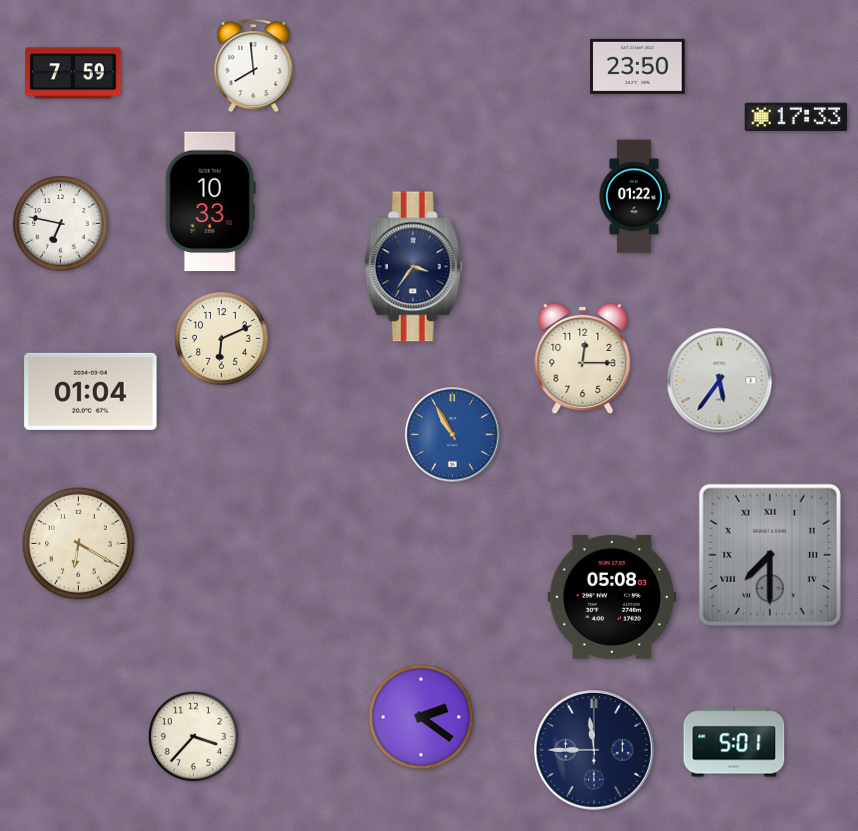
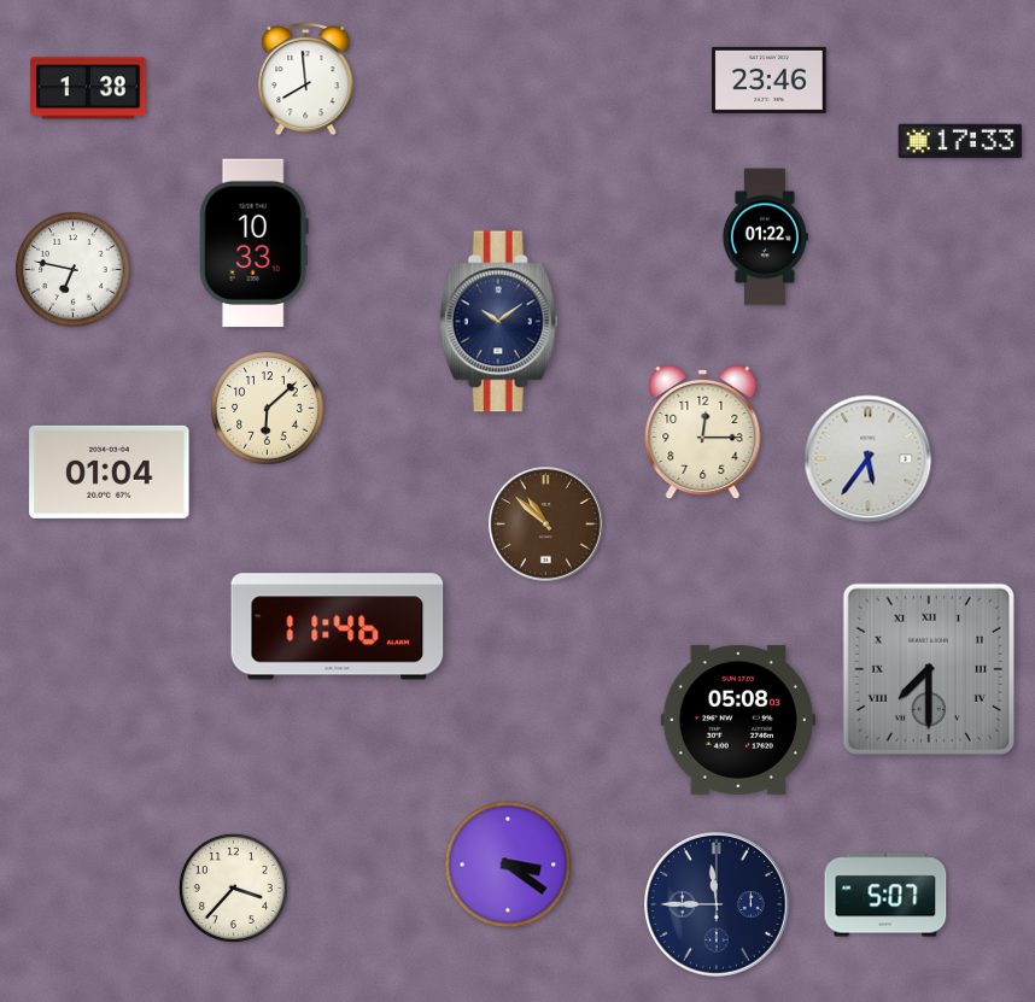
clock at (638, 66): 23:50 -> 23:46
clock at (73, 73): 7:59 -> 1:38
clock at (413, 267): 3:36 -> 10:09
clock at (222, 339): 6:11 -> 6:08
clock at (453, 435): 10:55 -> 10:52
clock at (453, 435) dial: blue -> brown
clock at (338, 627): none -> 11:46
clock at (78, 543): 6:20 -> none
clock at (421, 717): 2:21 -> 3:21
clock at (734, 742): 5:01 -> 5:07
